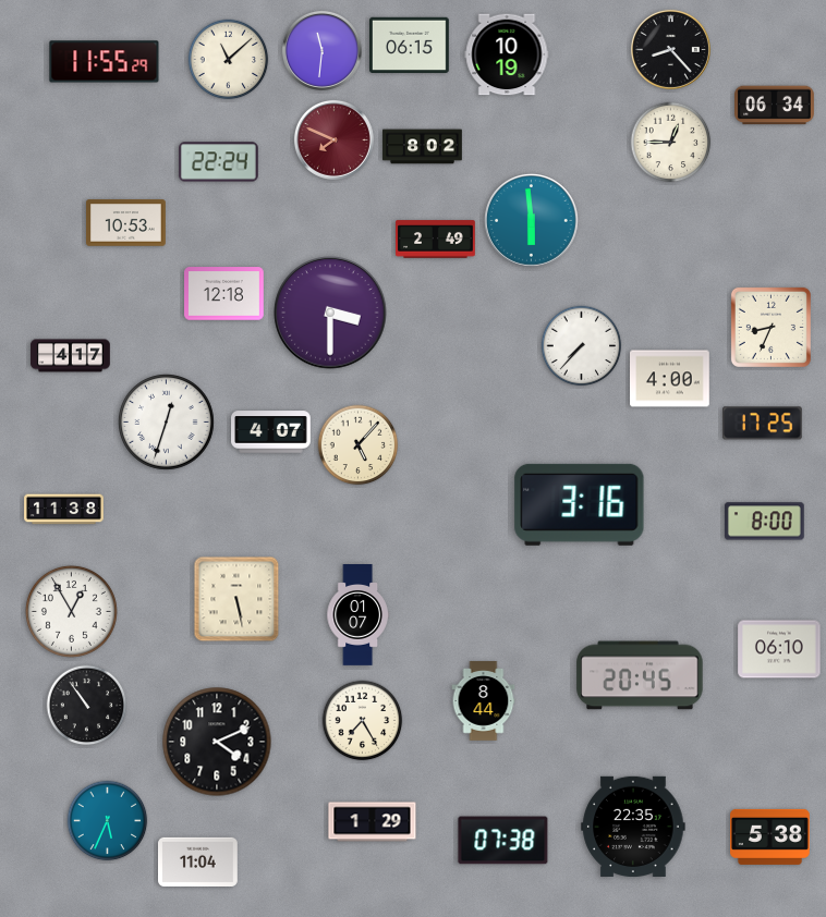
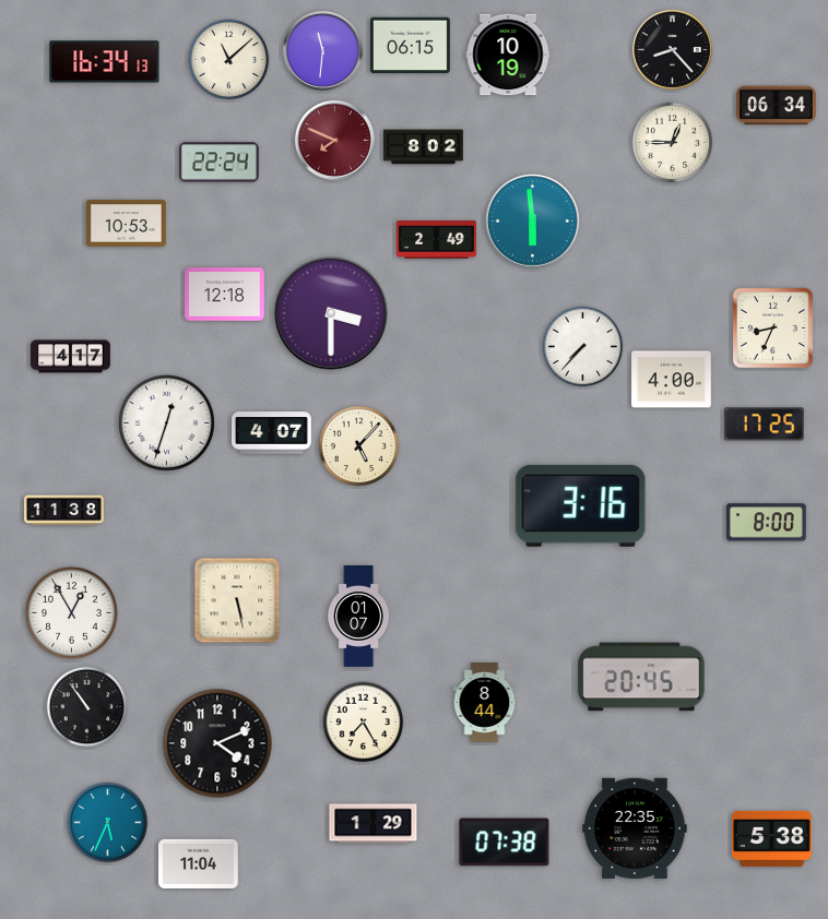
clock at (105, 62): 11:55 -> 16:34
clock at (779, 649): 06:10 -> none
